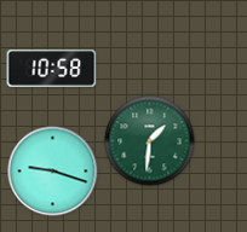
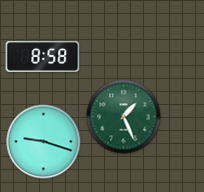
clock at (52, 68): 10:58 -> 8:58
clock at (150, 141): 1:31 -> 1:26
